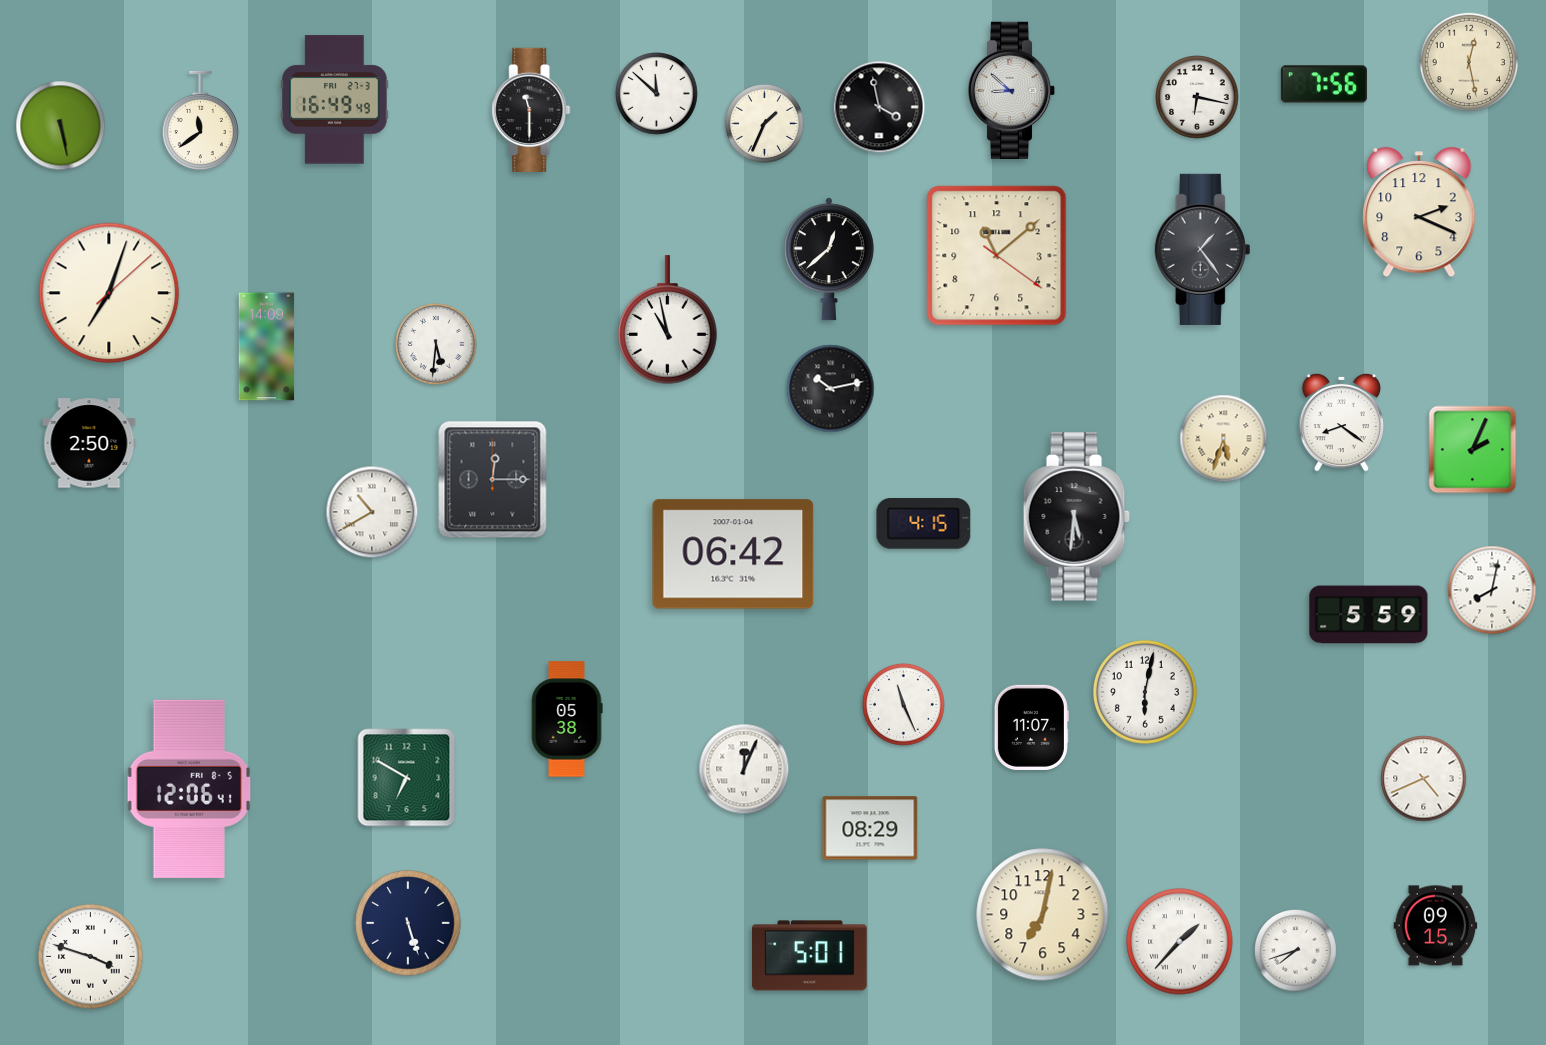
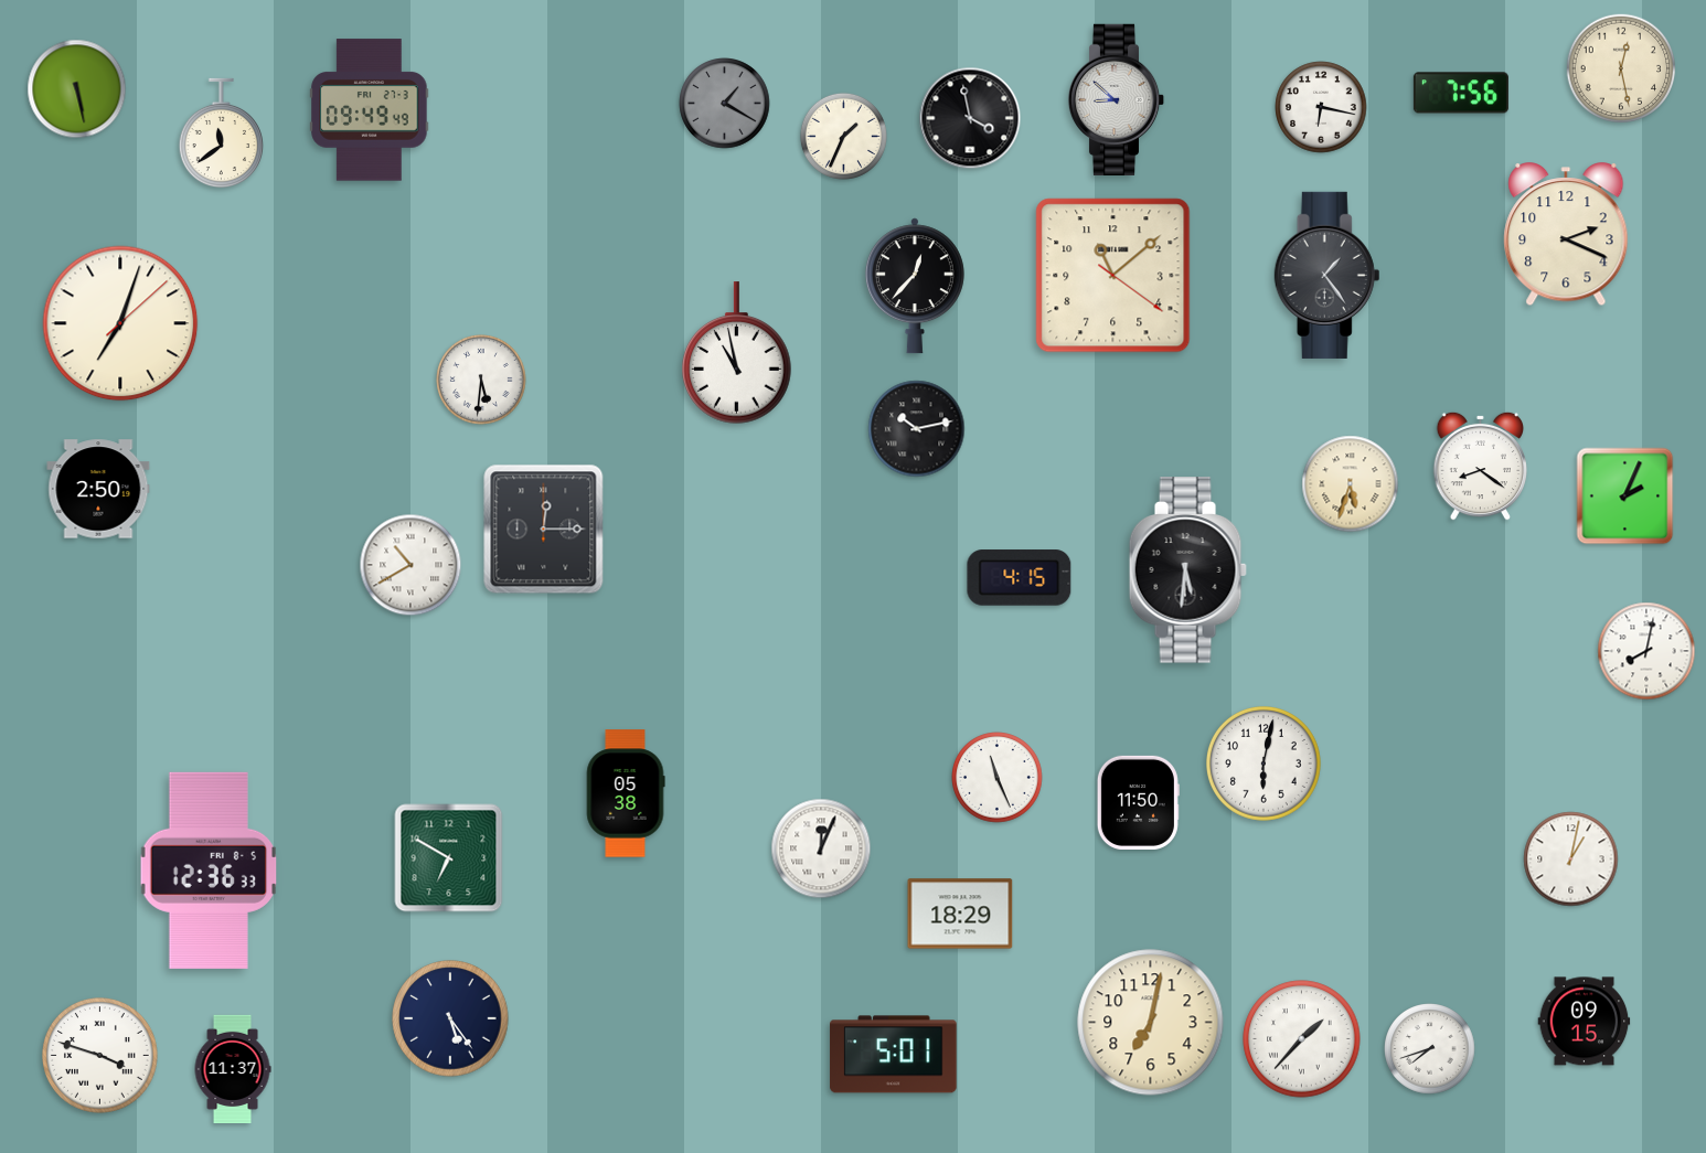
clock at (657, 94): 11:52 -> 1:20
clock at (657, 94) dial: white -> grey
clock at (335, 100): 16:49 -> 09:49
clock at (531, 109): 11:30 -> none
clock at (61, 126) position: (61, 126) -> (77, 89)
clock at (997, 256) position: (997, 256) -> (1113, 276)
clock at (829, 259): 12:38 -> 12:37
clock at (267, 347): 14:09 -> none
clock at (733, 554): 06:42 -> none
clock at (1369, 615): 5:59 -> none
clock at (1031, 727): 11:07 -> 11:50
clock at (1424, 779): 4:41 -> 1:02
clock at (189, 789): 12:06 -> 12:36
clock at (870, 828): 08:29 -> 18:29
clock at (1043, 915) position: (1043, 915) -> (1151, 1023)
clock at (408, 923): 5:27 -> 5:24
clock at (233, 1068): none -> 11:37
